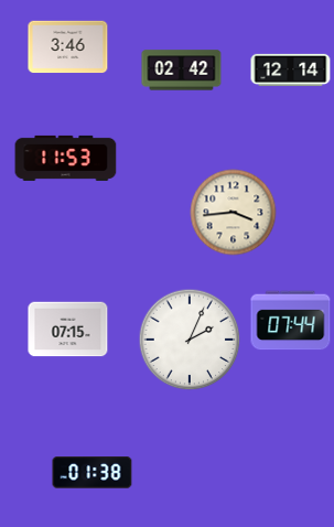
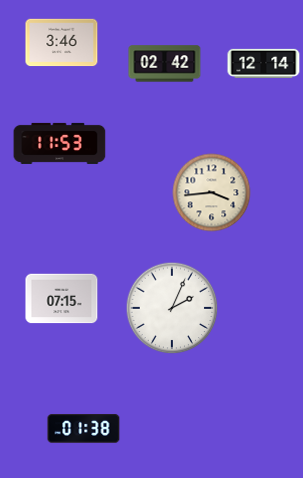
clock at (291, 321): 07:44 -> none
